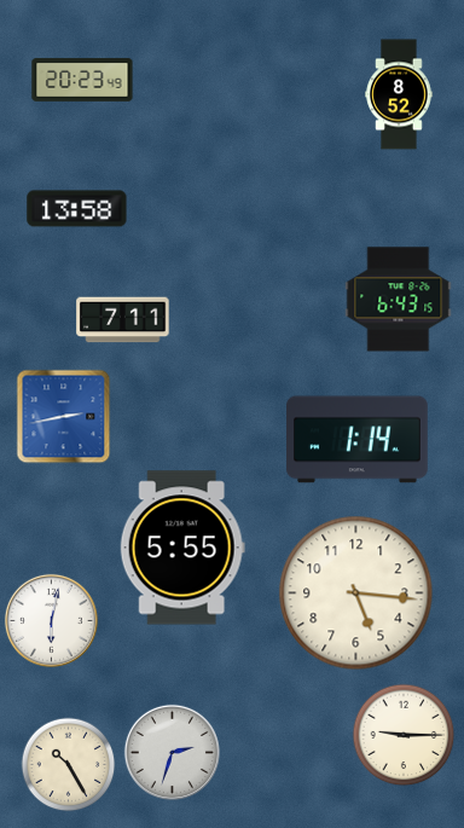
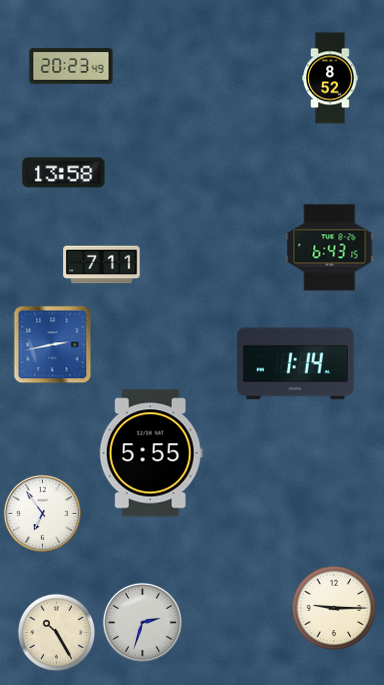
clock at (82, 80) position: (82, 80) -> (71, 66)
clock at (356, 594): 5:16 -> none
clock at (51, 620): 6:02 -> 6:54
